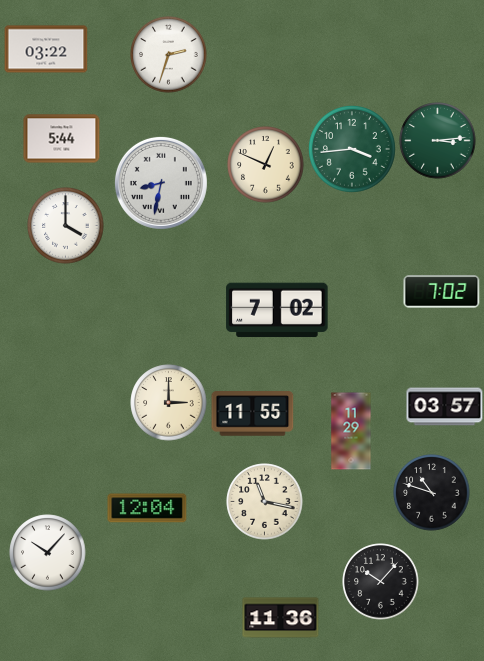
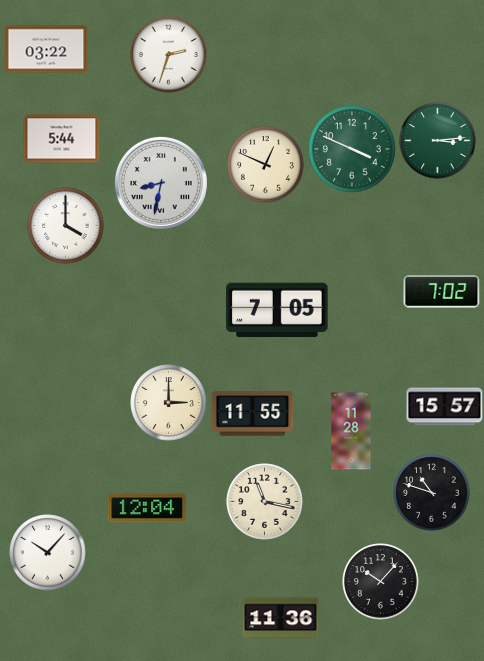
clock at (353, 150): 3:44 -> 3:49
clock at (277, 310): 7:02 -> 7:05
clock at (445, 407): 03:57 -> 15:57
clock at (351, 431): 11:29 -> 11:28
